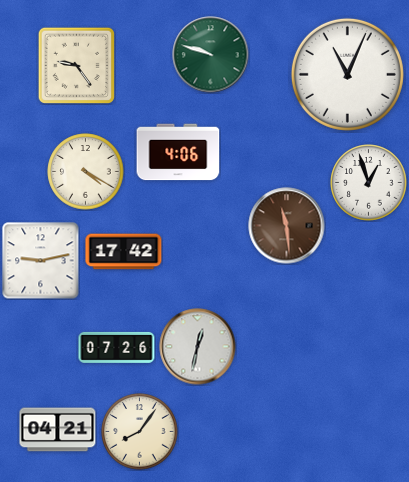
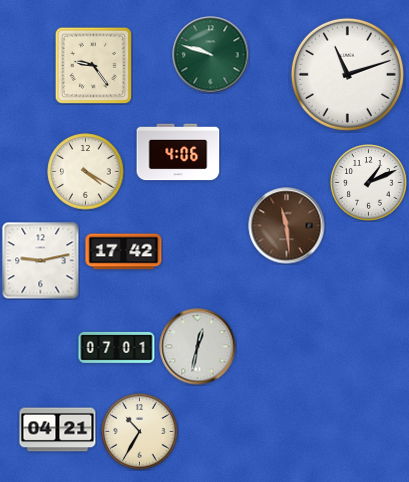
clock at (76, 65) position: (76, 65) -> (93, 65)
clock at (347, 74): 11:04 -> 11:12
clock at (369, 183): 12:57 -> 1:11
clock at (117, 347): 07:26 -> 07:01
clock at (140, 432): 8:06 -> 10:35
